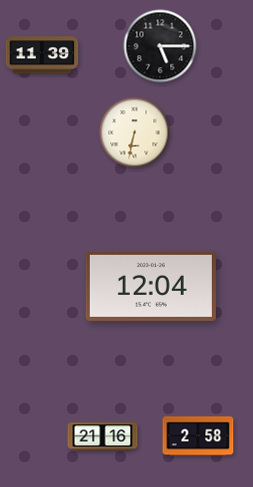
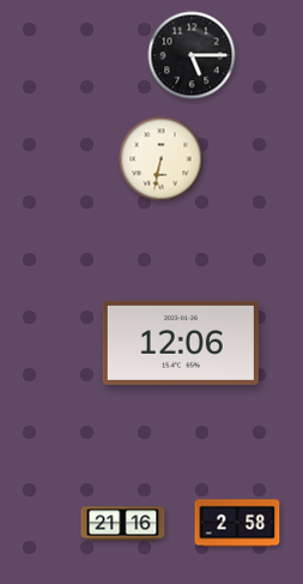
clock at (42, 55): 11:39 -> none
clock at (151, 286): 12:04 -> 12:06
